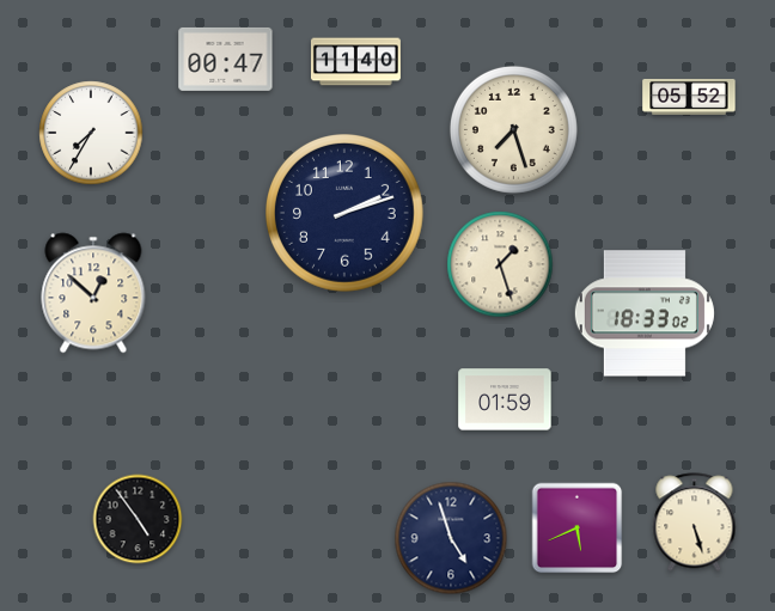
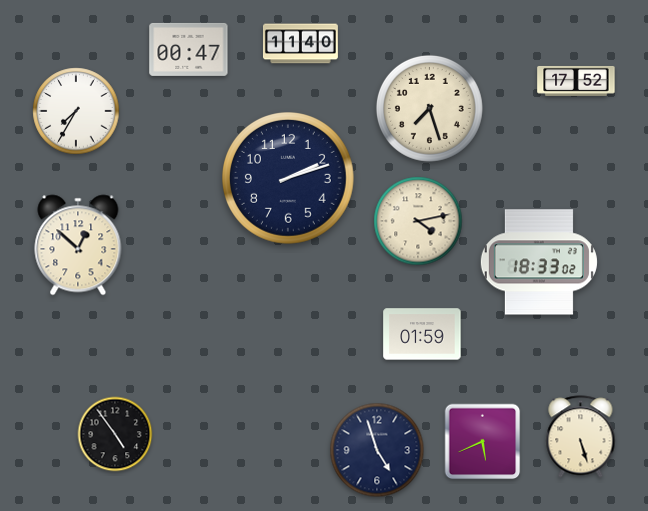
clock at (355, 62) position: (355, 62) -> (300, 44)
clock at (689, 97): 05:52 -> 17:52
clock at (500, 264): 1:27 -> 4:13
